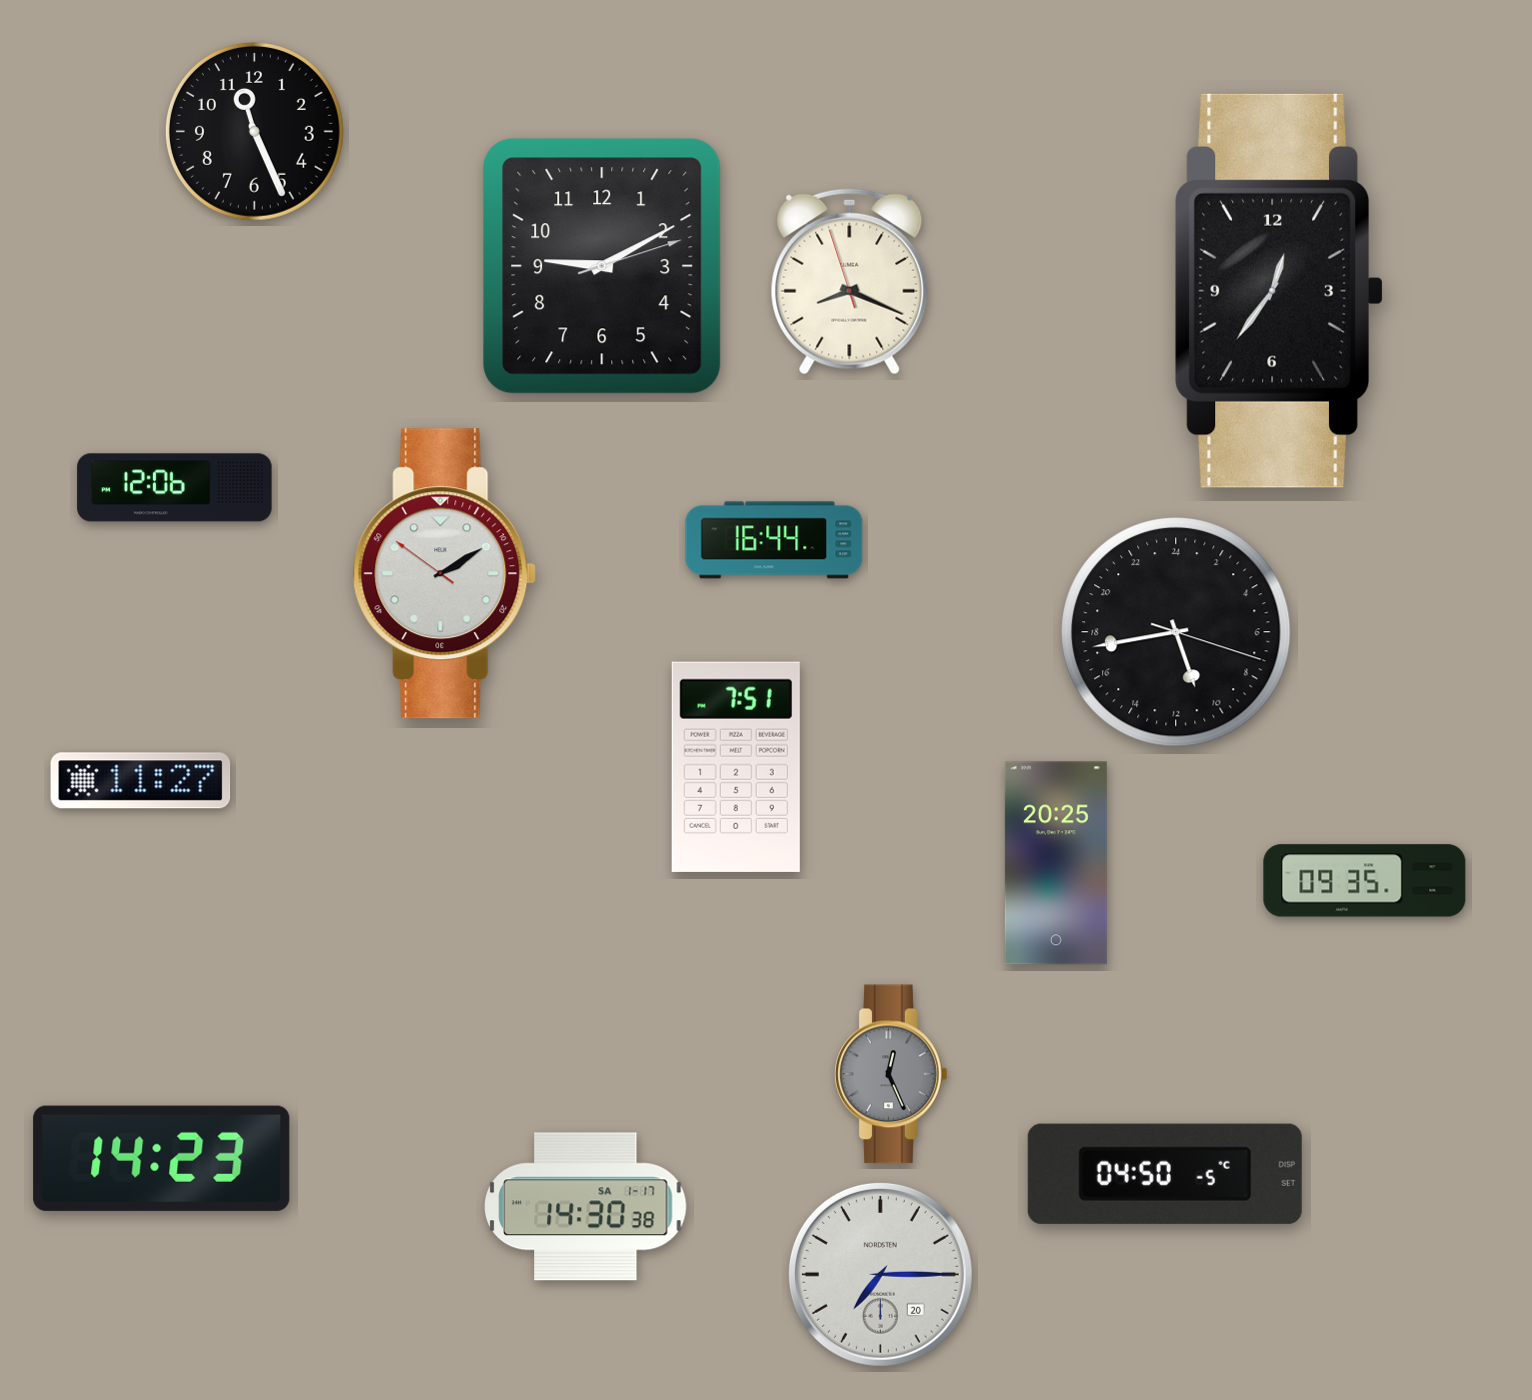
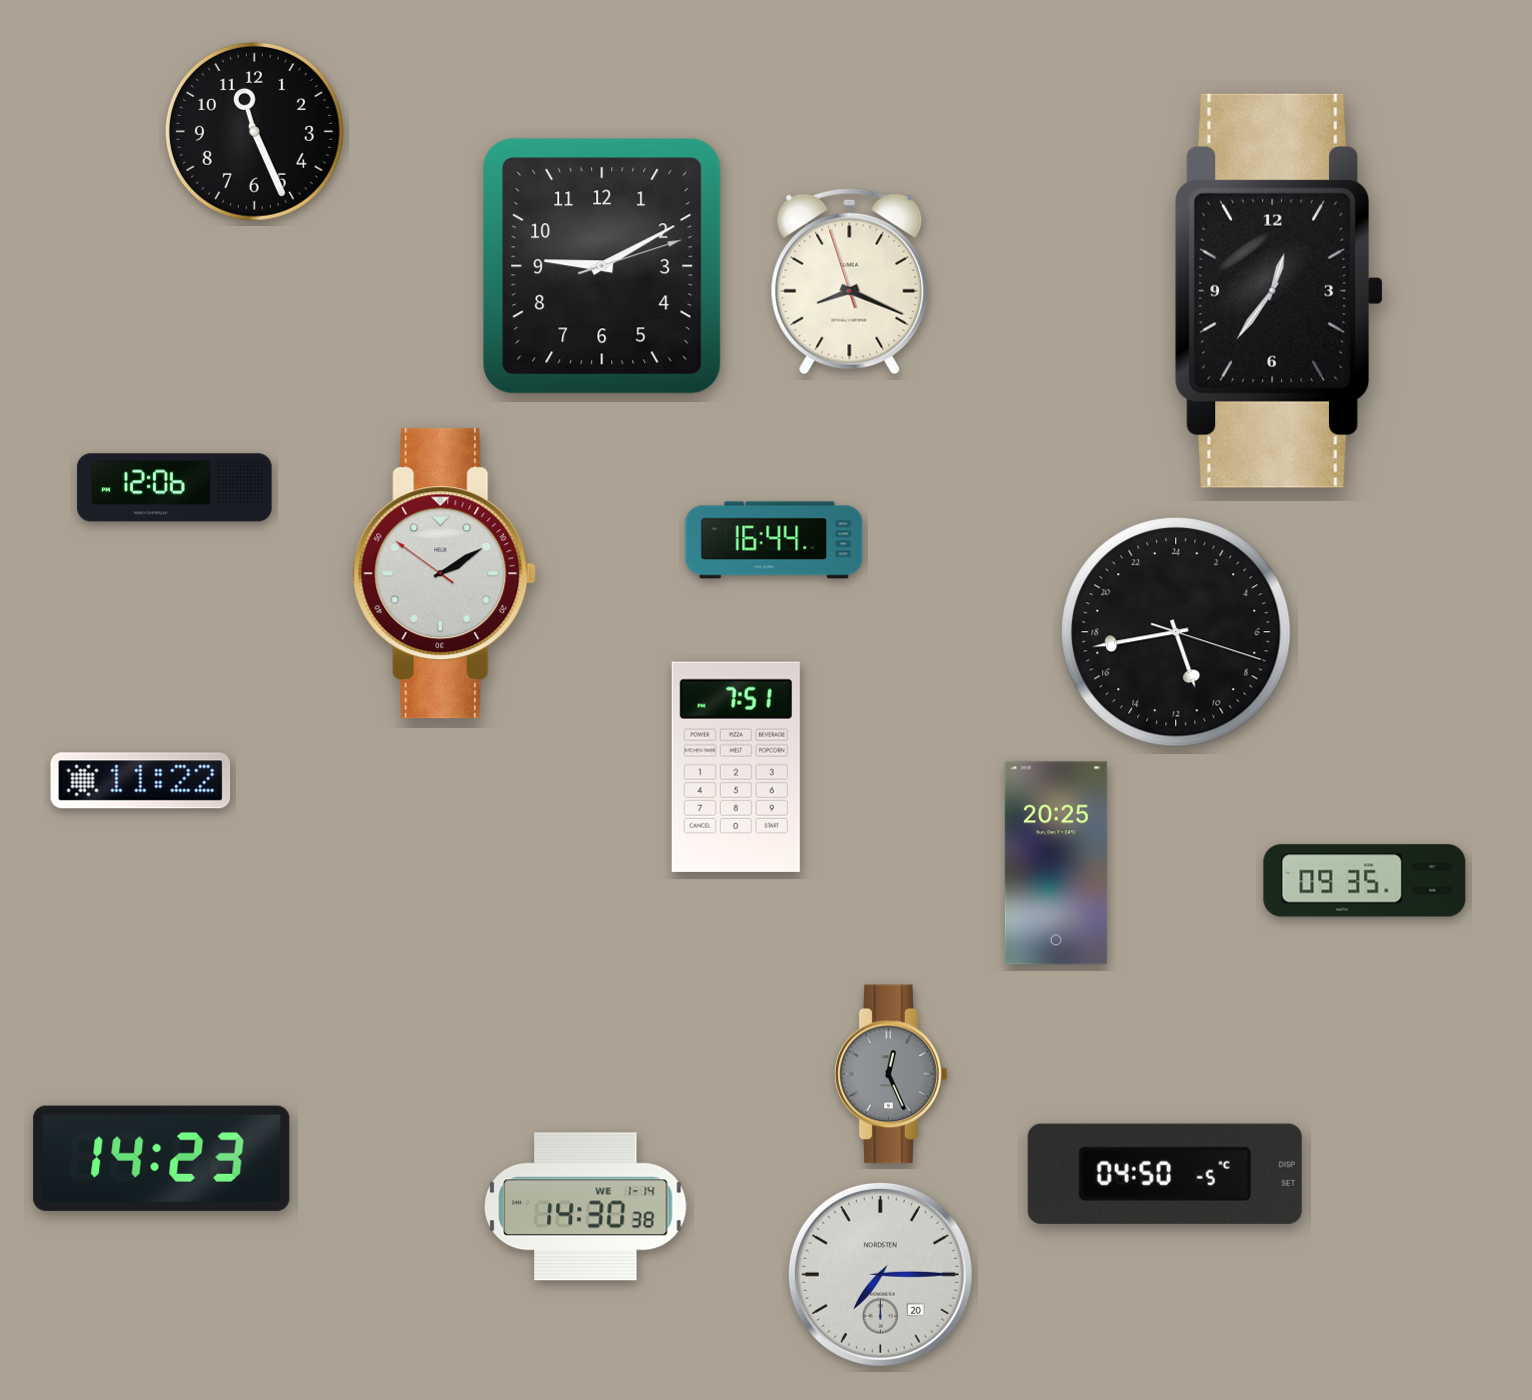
clock at (141, 781): 11:27 -> 11:22
clock at (586, 1207) date: SA 1-17 -> WE 1-14
